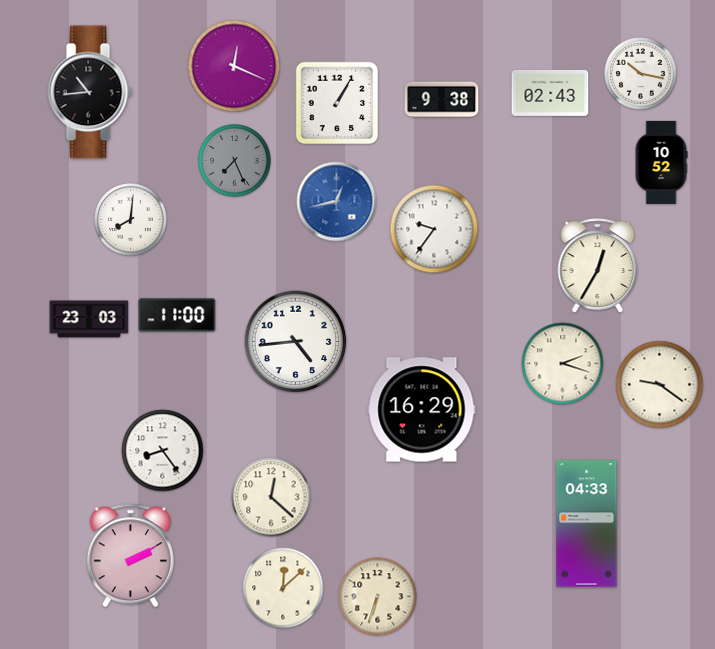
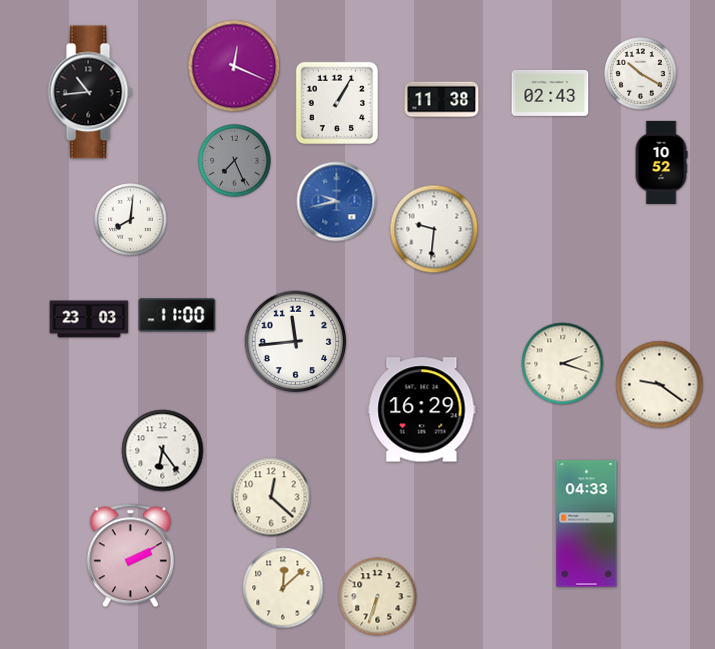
clock at (641, 74): 10:17 -> 10:20
clock at (442, 100): 9:38 -> 11:38
clock at (337, 202): 12:43 -> 9:43
clock at (434, 229): 9:36 -> 9:31
clock at (598, 266): 12:35 -> none
clock at (296, 342): 4:44 -> 11:44
clock at (163, 451): 8:24 -> 6:24
